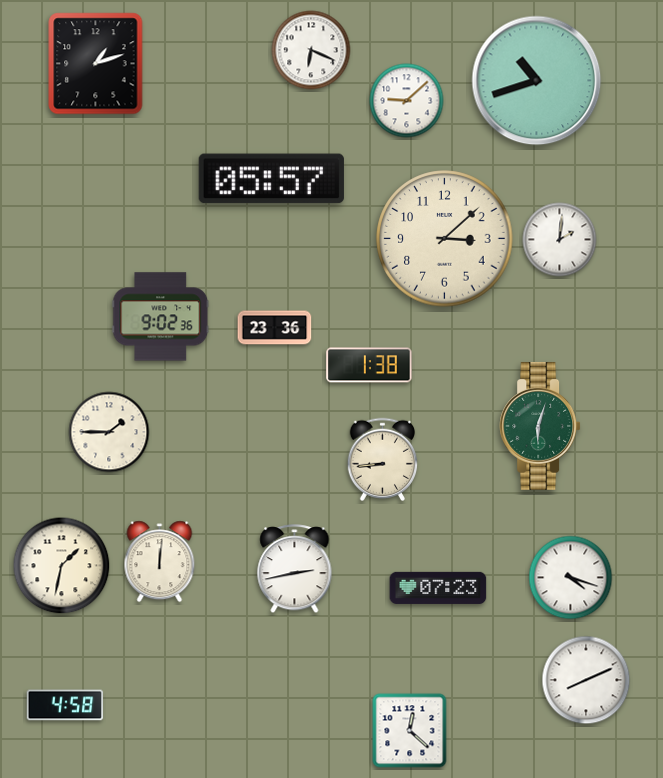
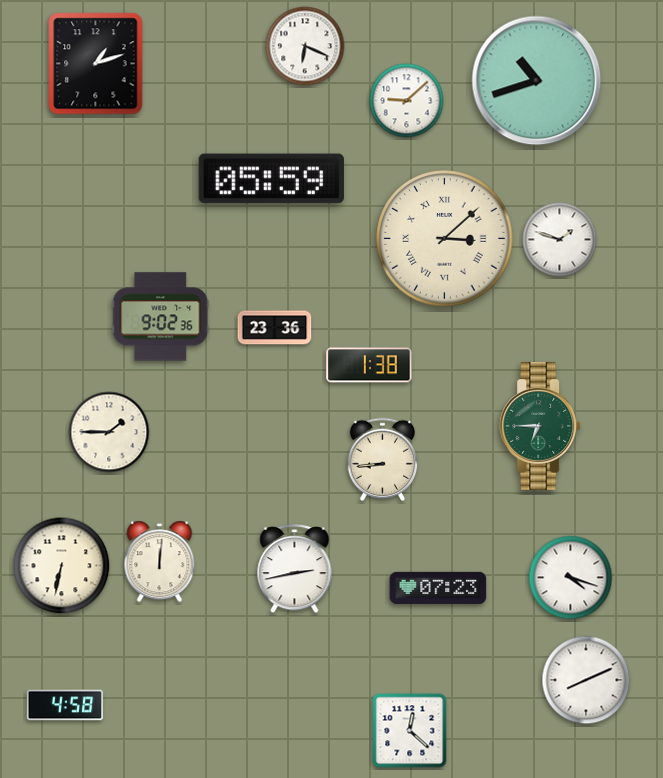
clock at (311, 50) position: (311, 50) -> (305, 46)
clock at (271, 179): 05:57 -> 05:59
clock at (445, 239) numerals: Arabic -> Roman
clock at (560, 240): 2:01 -> 1:48
clock at (540, 426): 6:03 -> 6:45
clock at (62, 566): 1:32 -> 6:32
